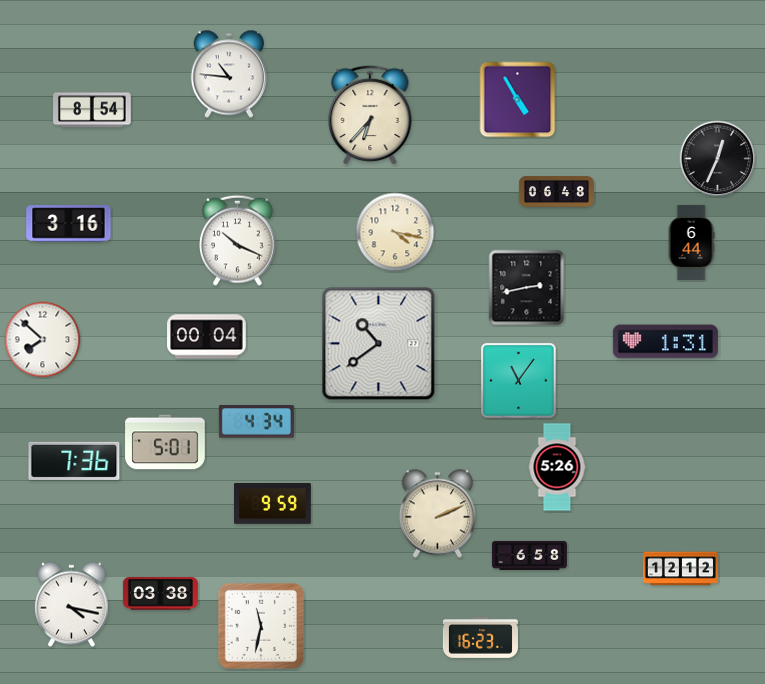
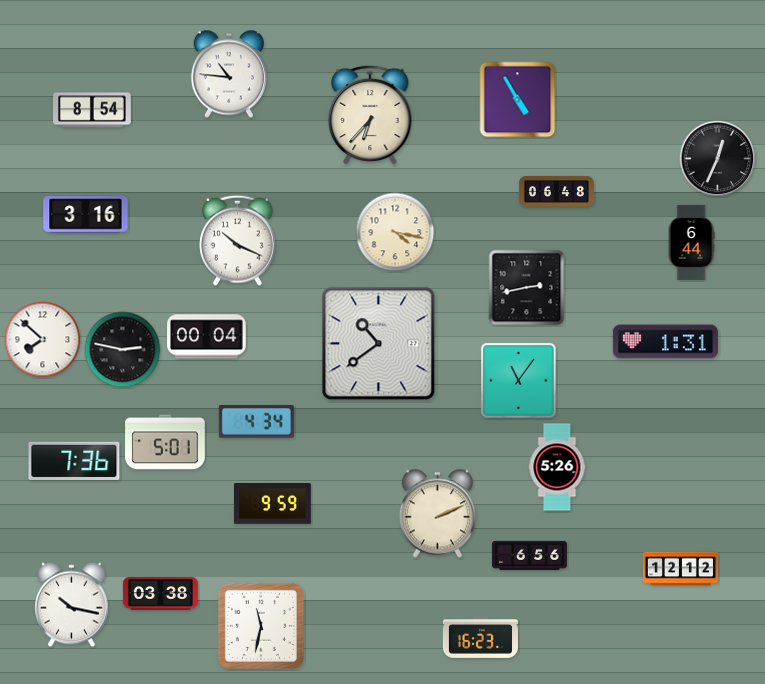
clock at (69, 224) position: (69, 224) -> (86, 215)
clock at (123, 350): none -> 2:47
clock at (529, 555): 6:58 -> 6:56
clock at (72, 605): 4:17 -> 10:17
